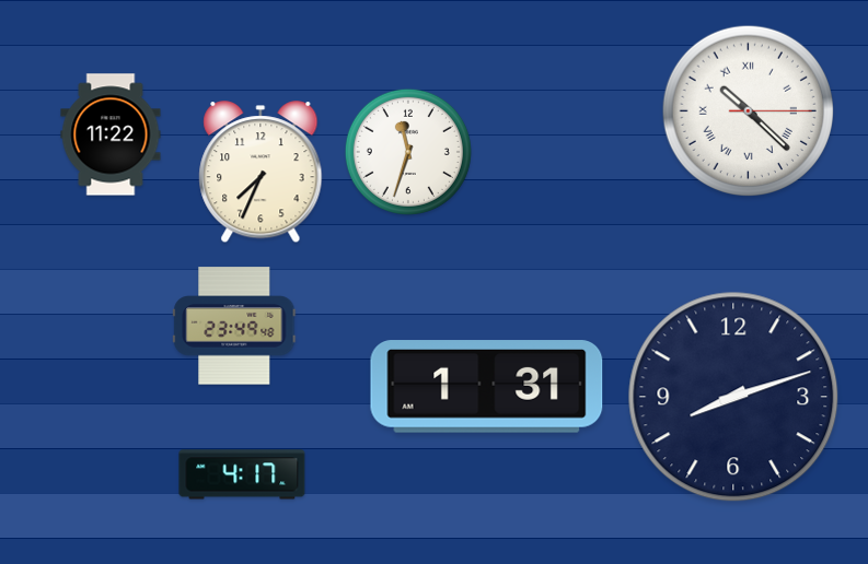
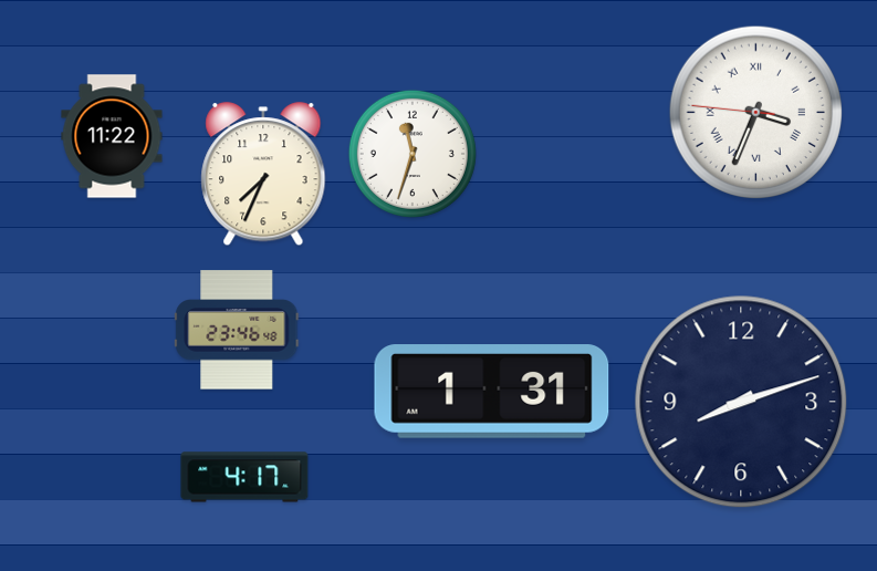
clock at (748, 110): 10:22 -> 3:33
clock at (234, 326): 23:49 -> 23:46
clock at (242, 474) position: (242, 474) -> (244, 477)
